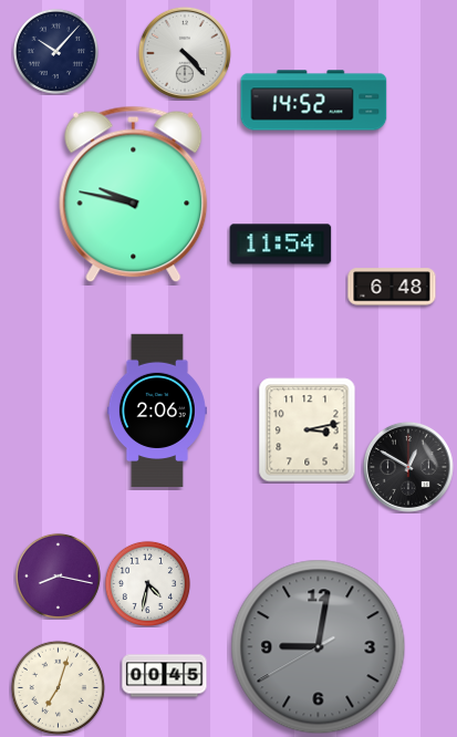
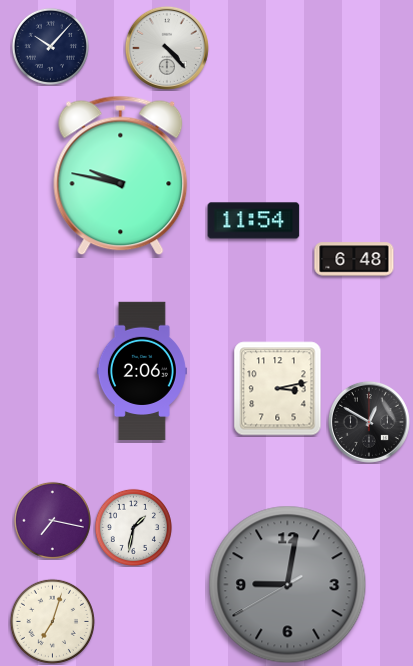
clock at (314, 101): 14:52 -> none
clock at (58, 575): 8:17 -> 7:17
clock at (147, 583): 4:32 -> 1:32
clock at (165, 676): 00:45 -> none
